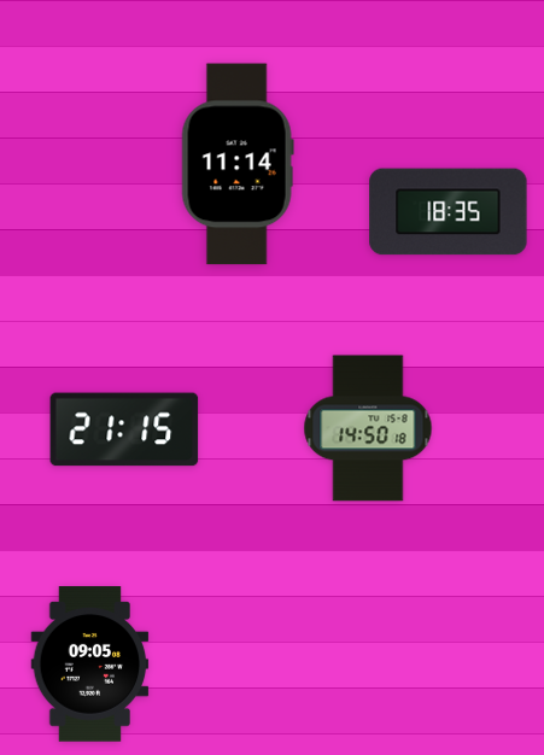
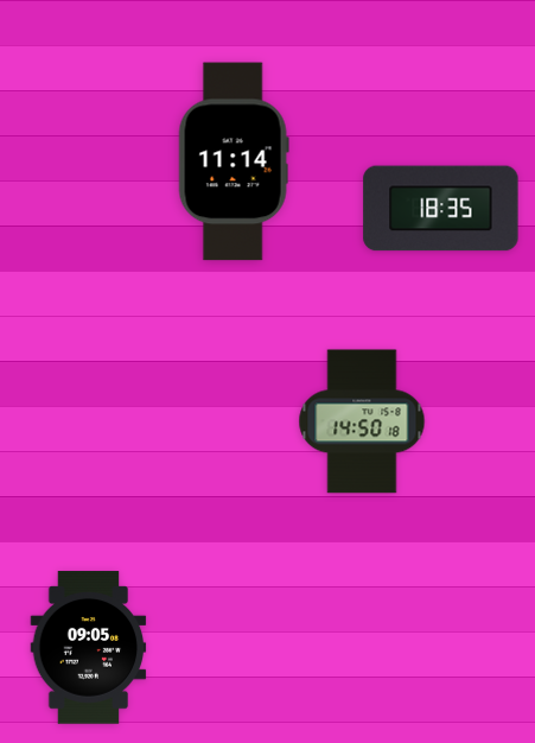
clock at (124, 429): 21:15 -> none
clock at (90, 665) position: (90, 665) -> (89, 648)
